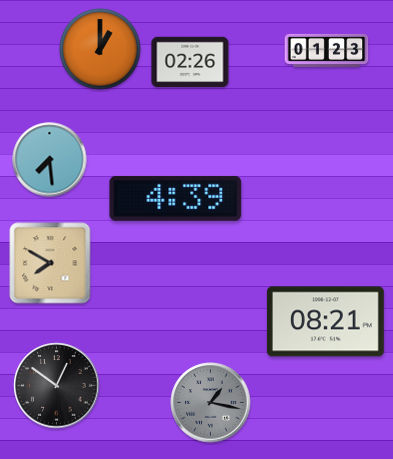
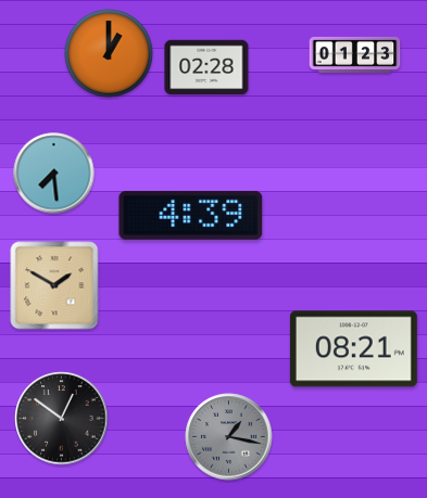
clock at (190, 62): 02:26 -> 02:28
clock at (50, 263): 7:50 -> 1:50
